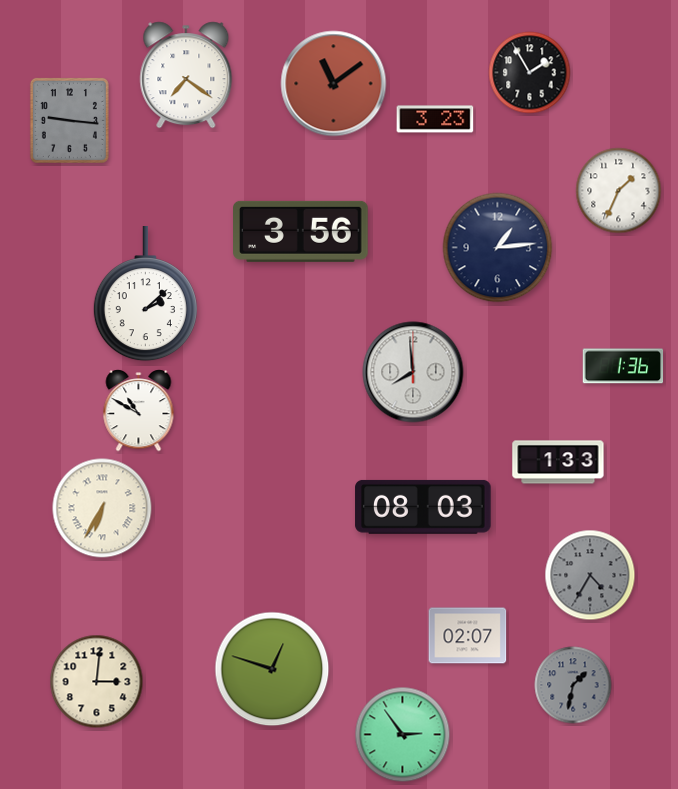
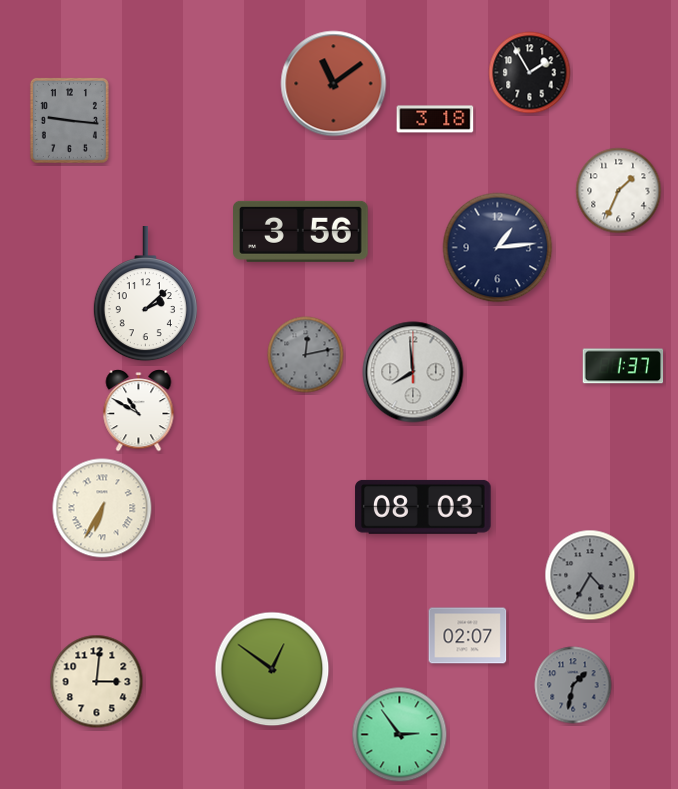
clock at (186, 75): 7:21 -> none
clock at (435, 119): 3:23 -> 3:18
clock at (306, 355): none -> 12:13
clock at (623, 366): 1:36 -> 1:37
clock at (558, 462): 1:33 -> none
clock at (272, 669): 12:48 -> 12:51
clock at (403, 735) position: (403, 735) -> (400, 735)
